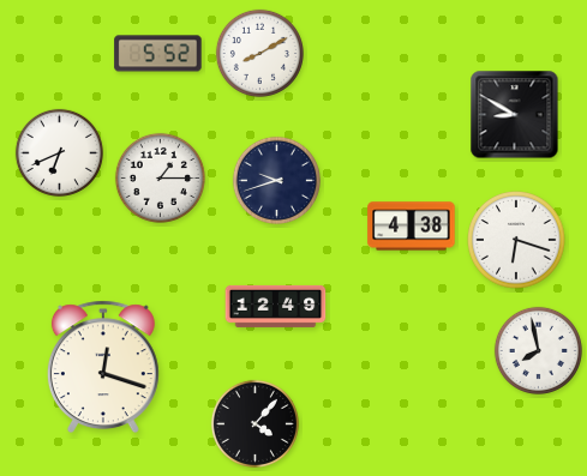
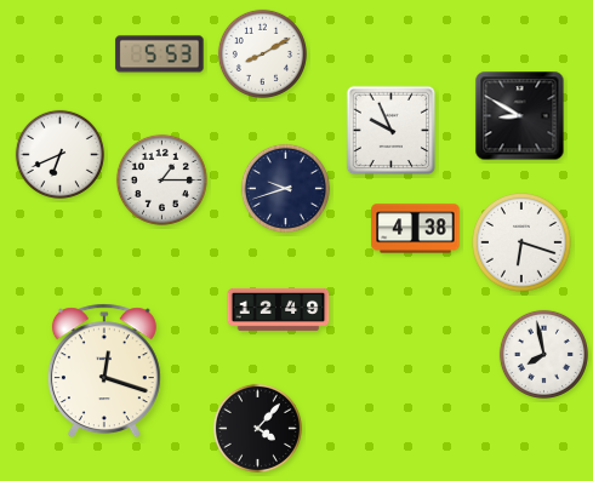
clock at (158, 54): 5:52 -> 5:53
clock at (392, 131): none -> 9:56
clock at (276, 180) position: (276, 180) -> (285, 188)
